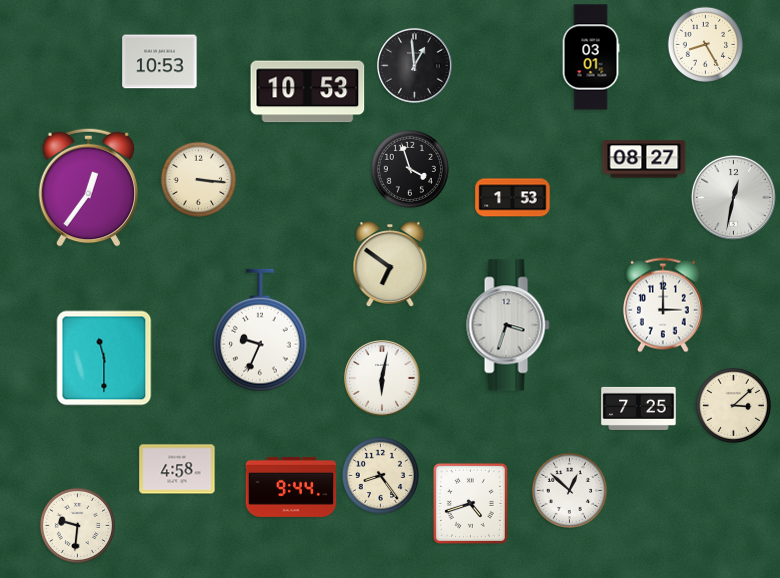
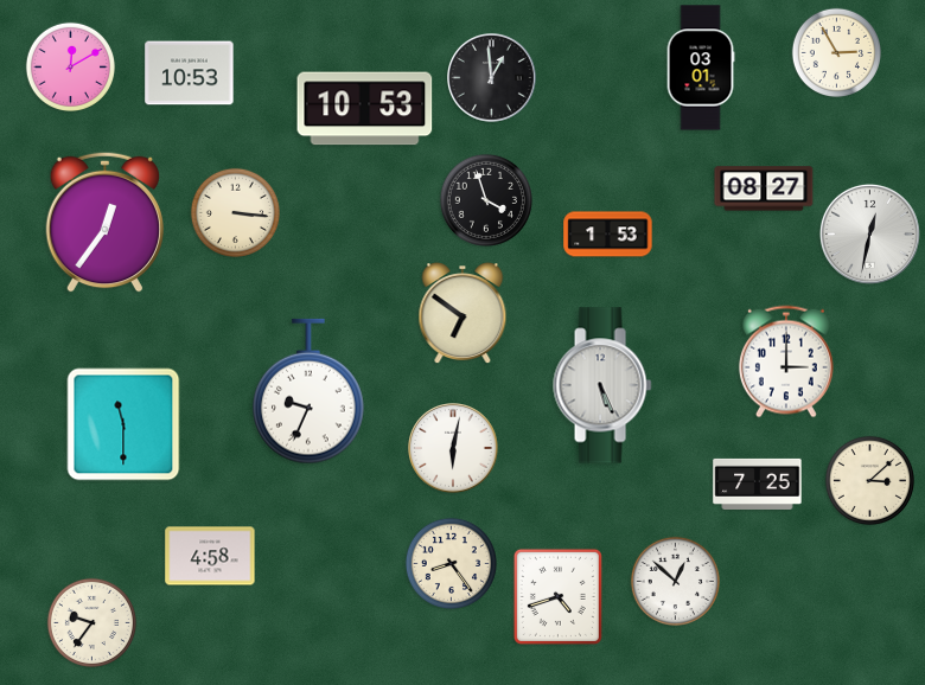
clock at (705, 44): 8:25 -> 2:55
clock at (70, 66): none -> 12:10
clock at (508, 325): 3:33 -> 5:26
clock at (291, 487): 9:44 -> none
clock at (77, 525): 9:31 -> 9:36
